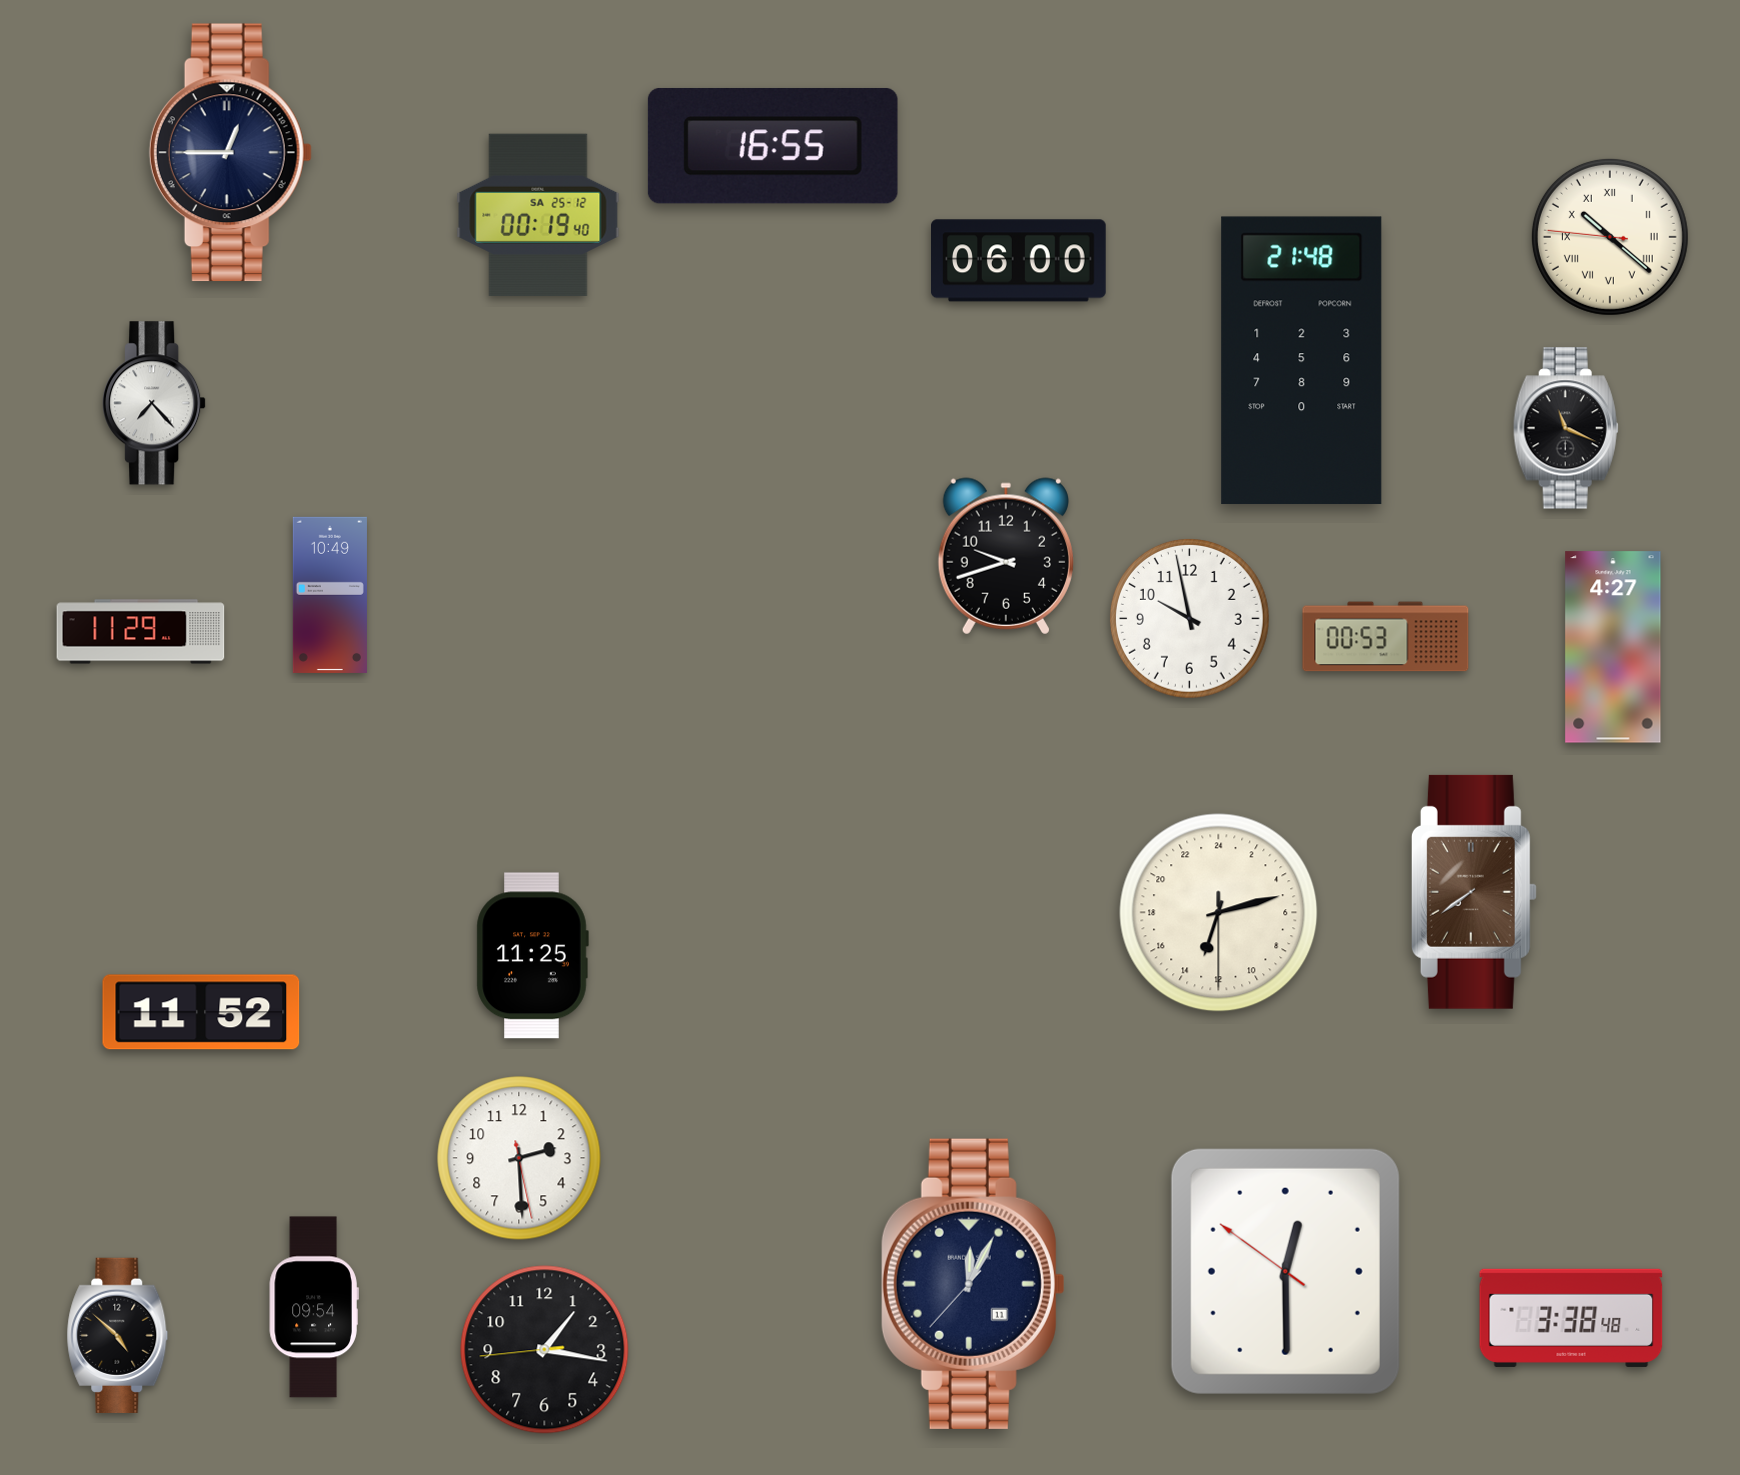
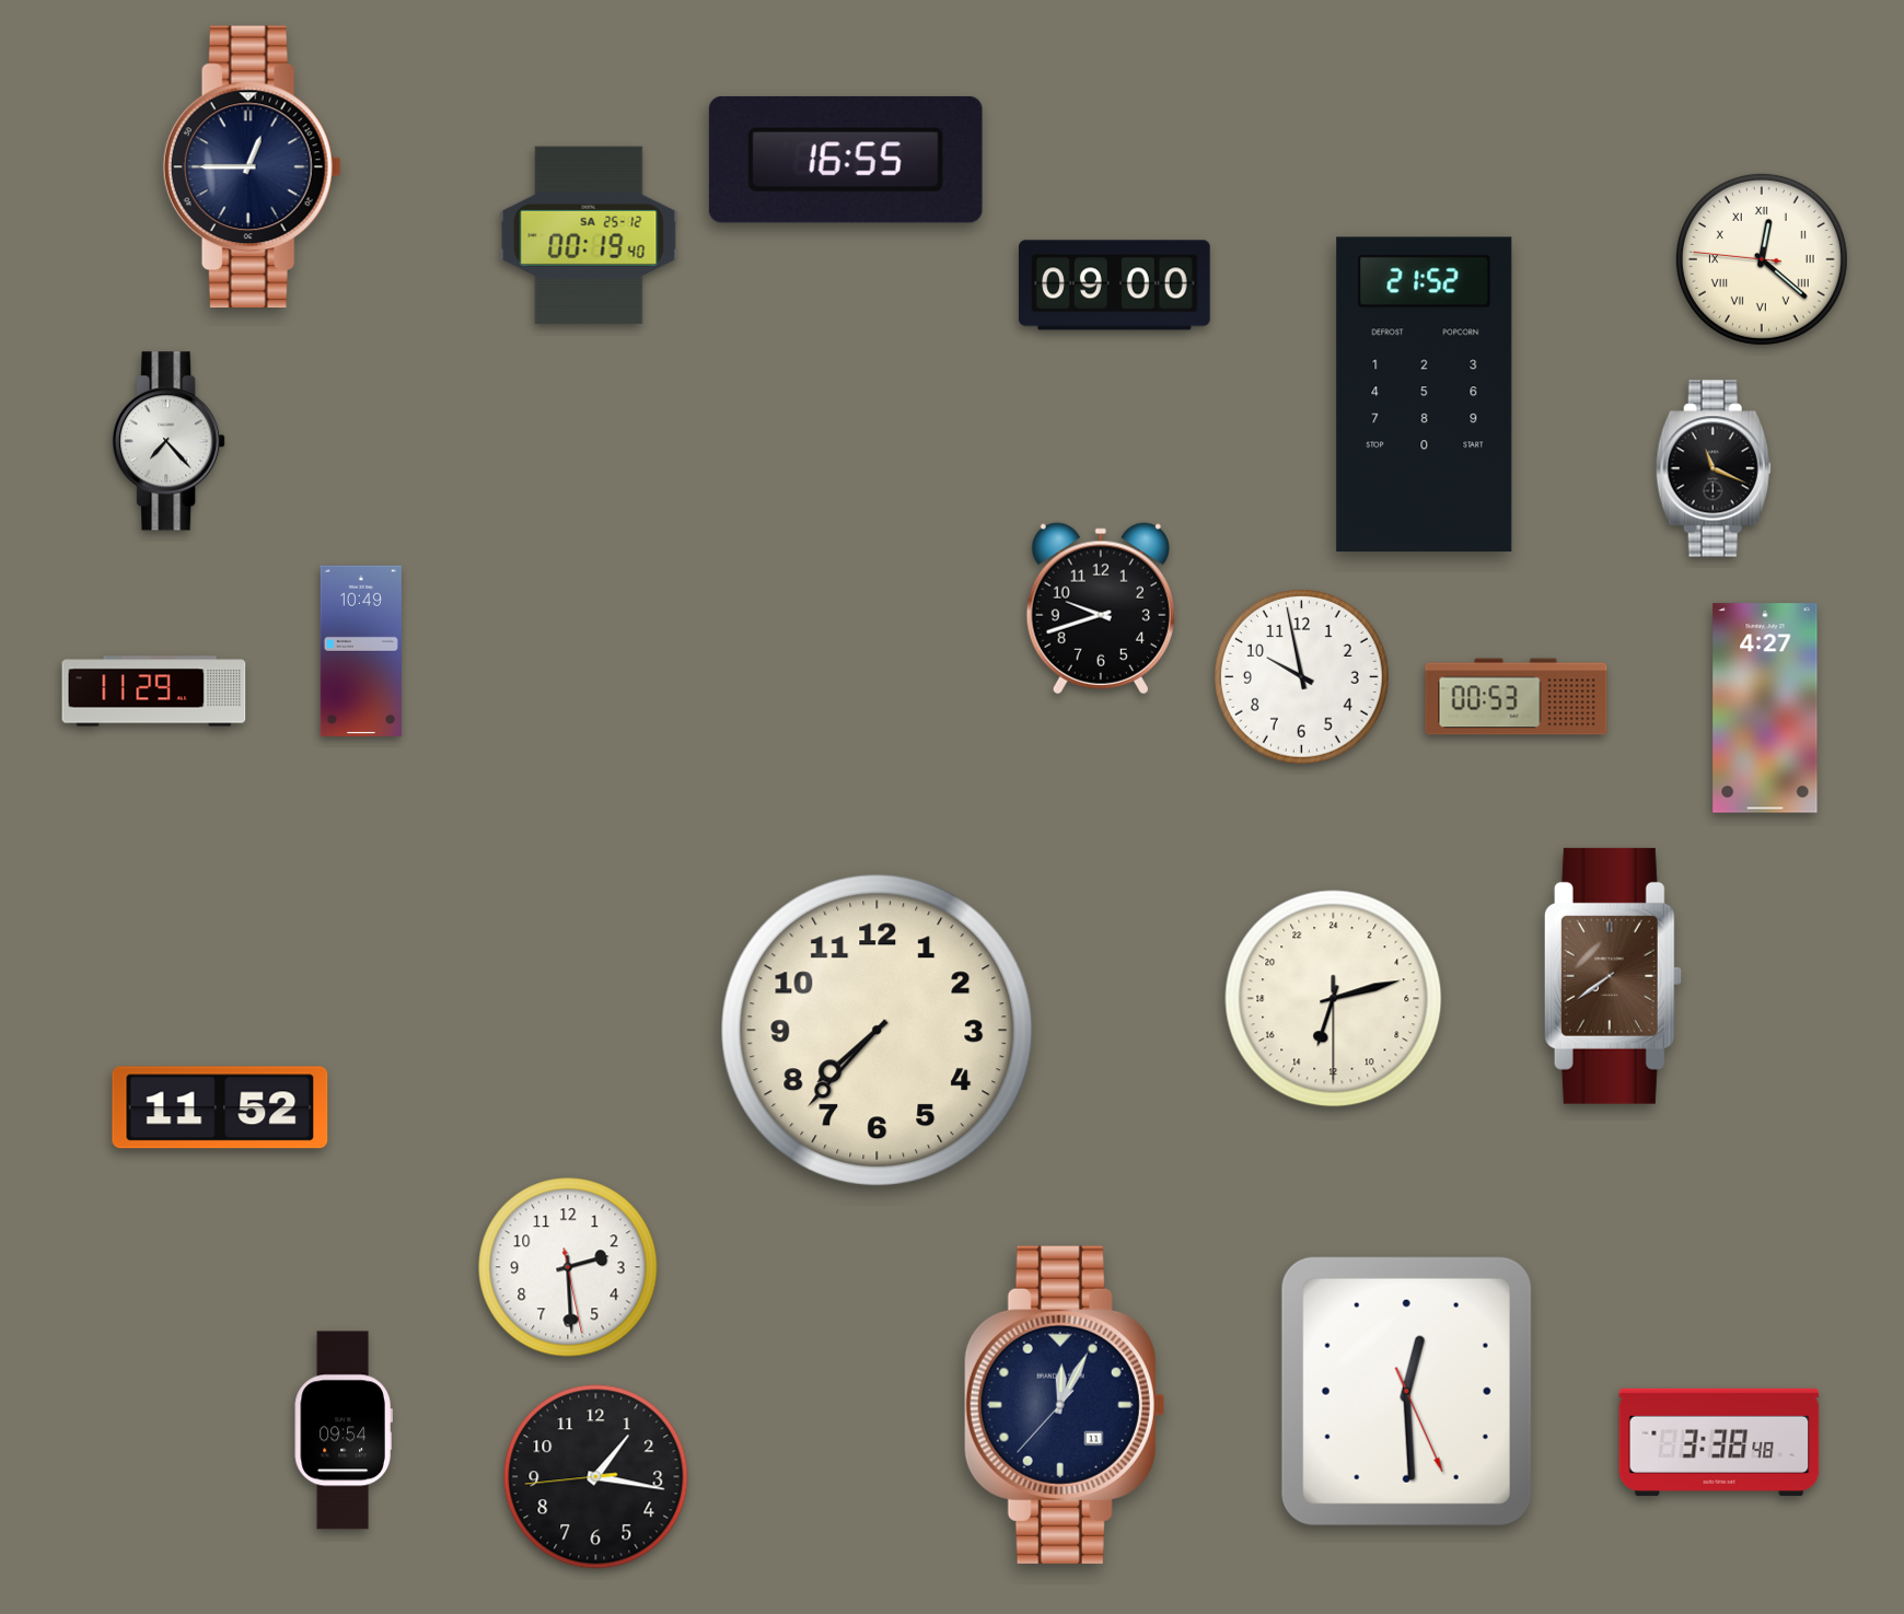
clock at (1610, 237): 10:21 -> 12:21
clock at (1019, 261): 06:00 -> 09:00
clock at (1302, 361): 21:48 -> 21:52
clock at (878, 1031): none -> 7:37
clock at (532, 956): 11:25 -> none
clock at (1285, 1271): 12:29:51 -> 12:29:26
clock at (118, 1335): 4:52 -> none
